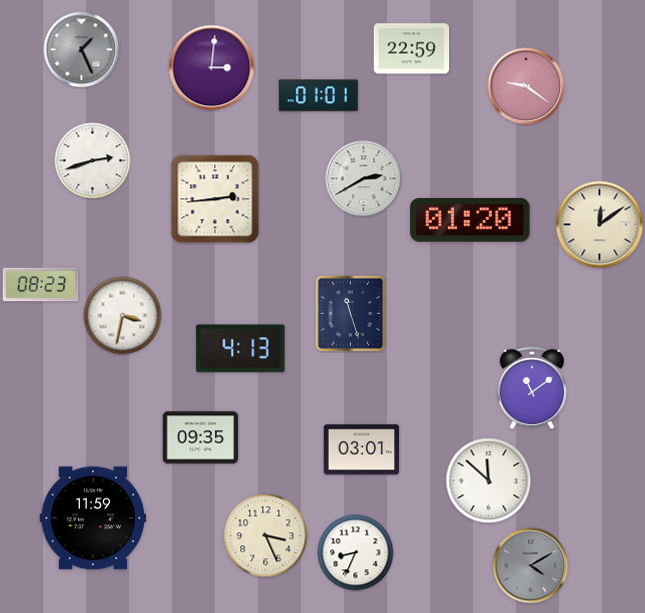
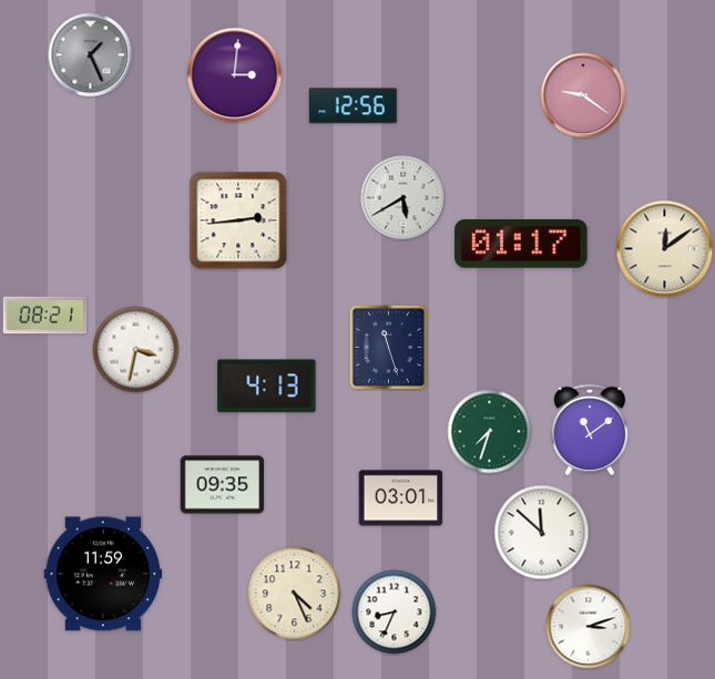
clock at (412, 49): 22:59 -> none
clock at (318, 96): 01:01 -> 12:56
clock at (93, 161): 2:42 -> none
clock at (364, 179): 2:40 -> 5:40
clock at (470, 221): 01:20 -> 01:17
clock at (41, 285): 08:23 -> 08:21
clock at (490, 432): none -> 7:33
clock at (266, 536): 3:26 -> 4:26
clock at (531, 566): 4:10 -> 3:12
clock at (531, 566) dial: grey -> white
